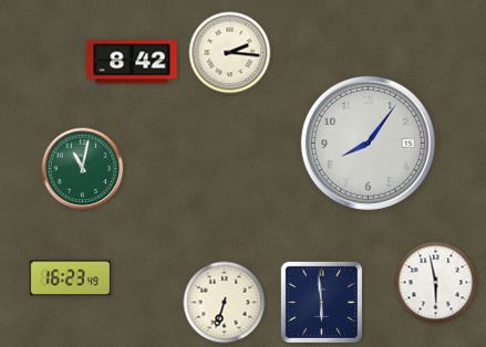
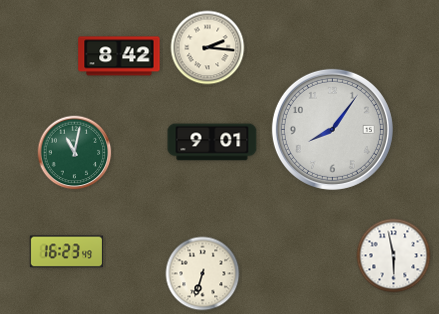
clock at (212, 142): none -> 9:01
clock at (71, 278) position: (71, 278) -> (67, 252)
clock at (321, 302): 5:59 -> none
